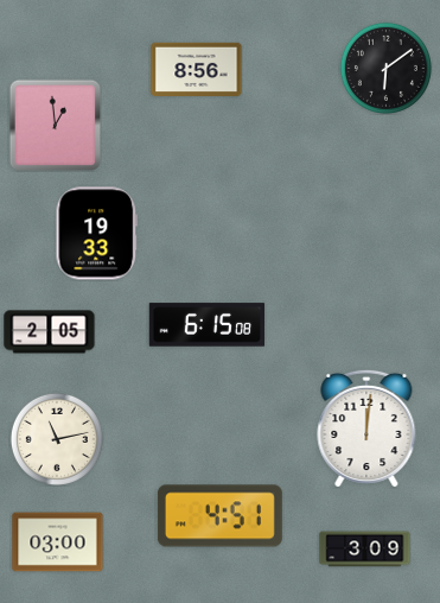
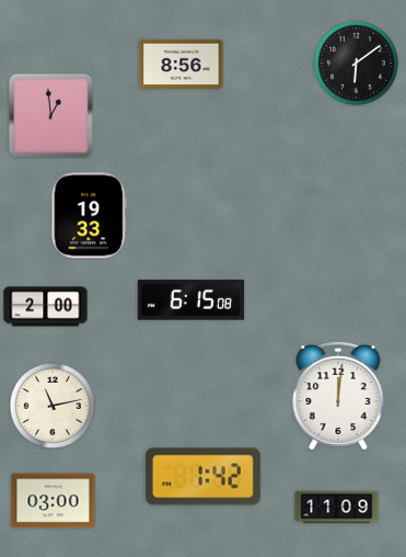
clock at (50, 332): 2:05 -> 2:00
clock at (219, 516): 4:51 -> 1:42
clock at (365, 550): 3:09 -> 11:09
